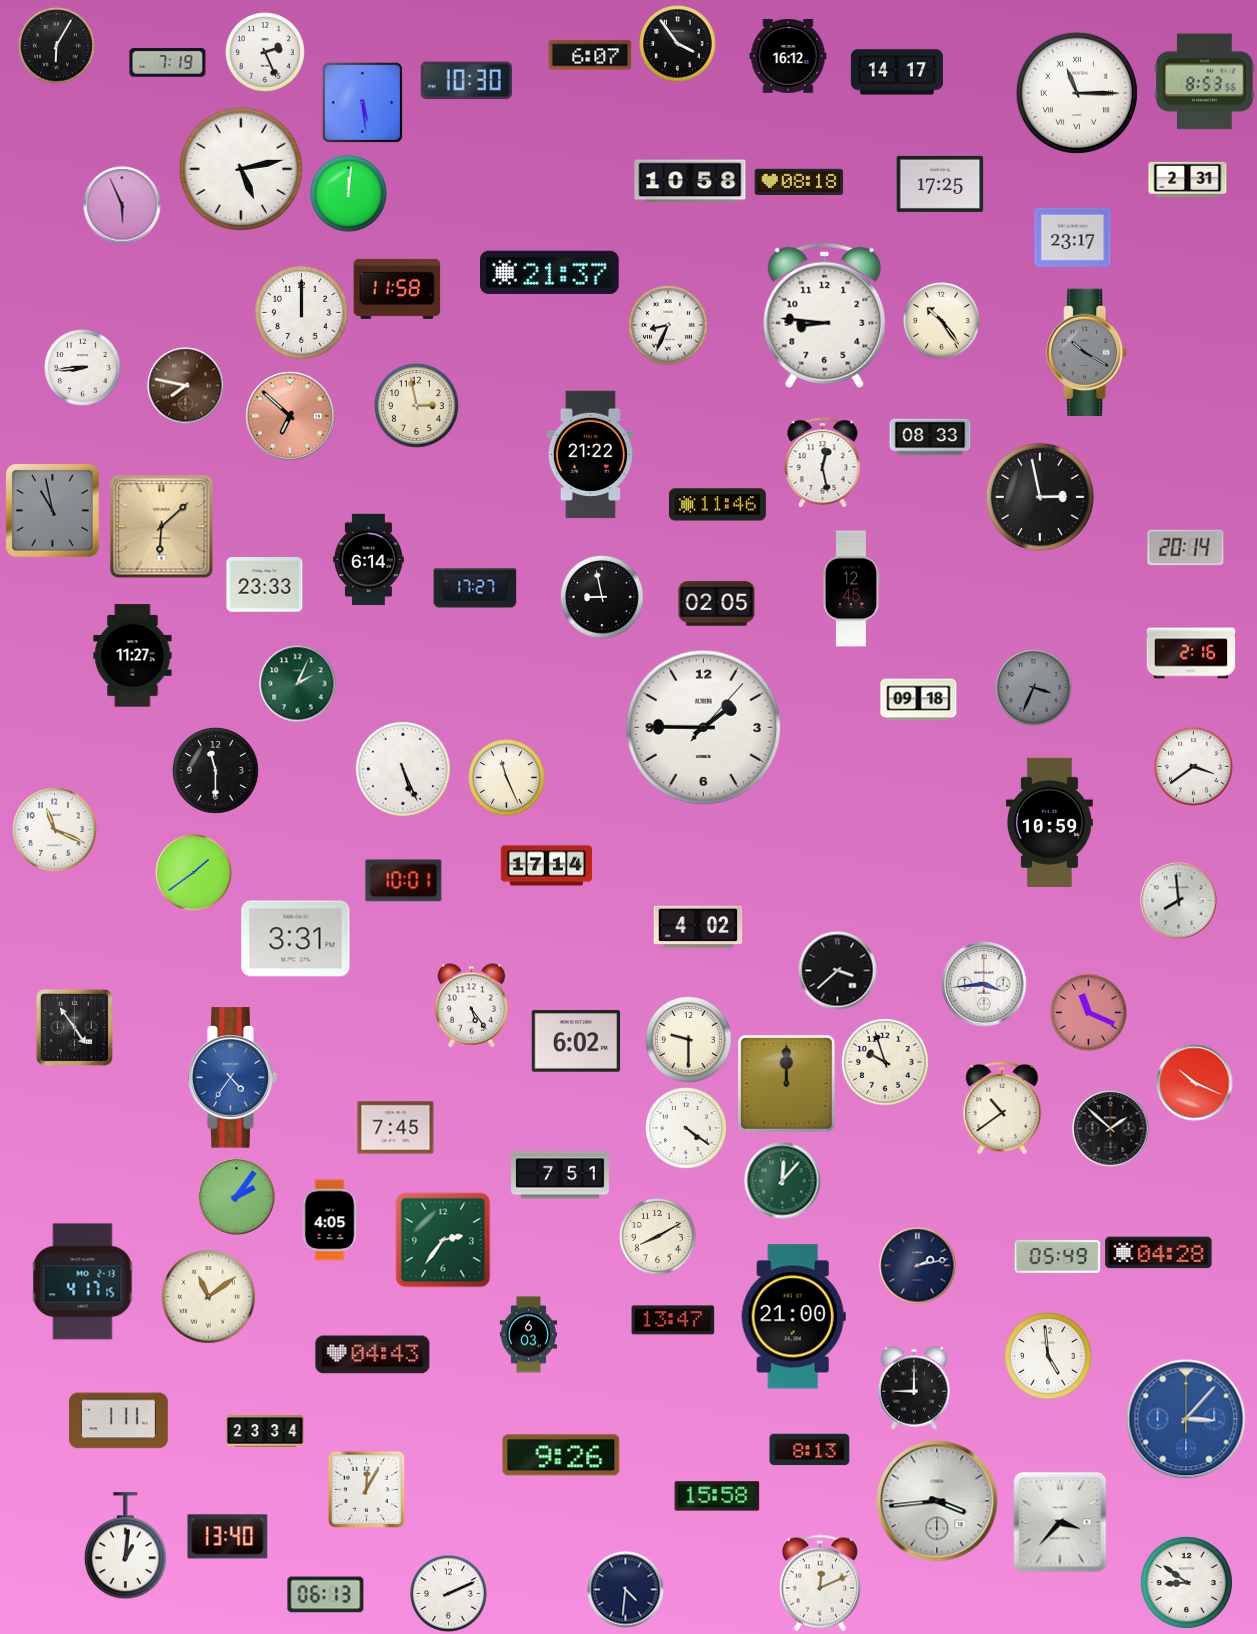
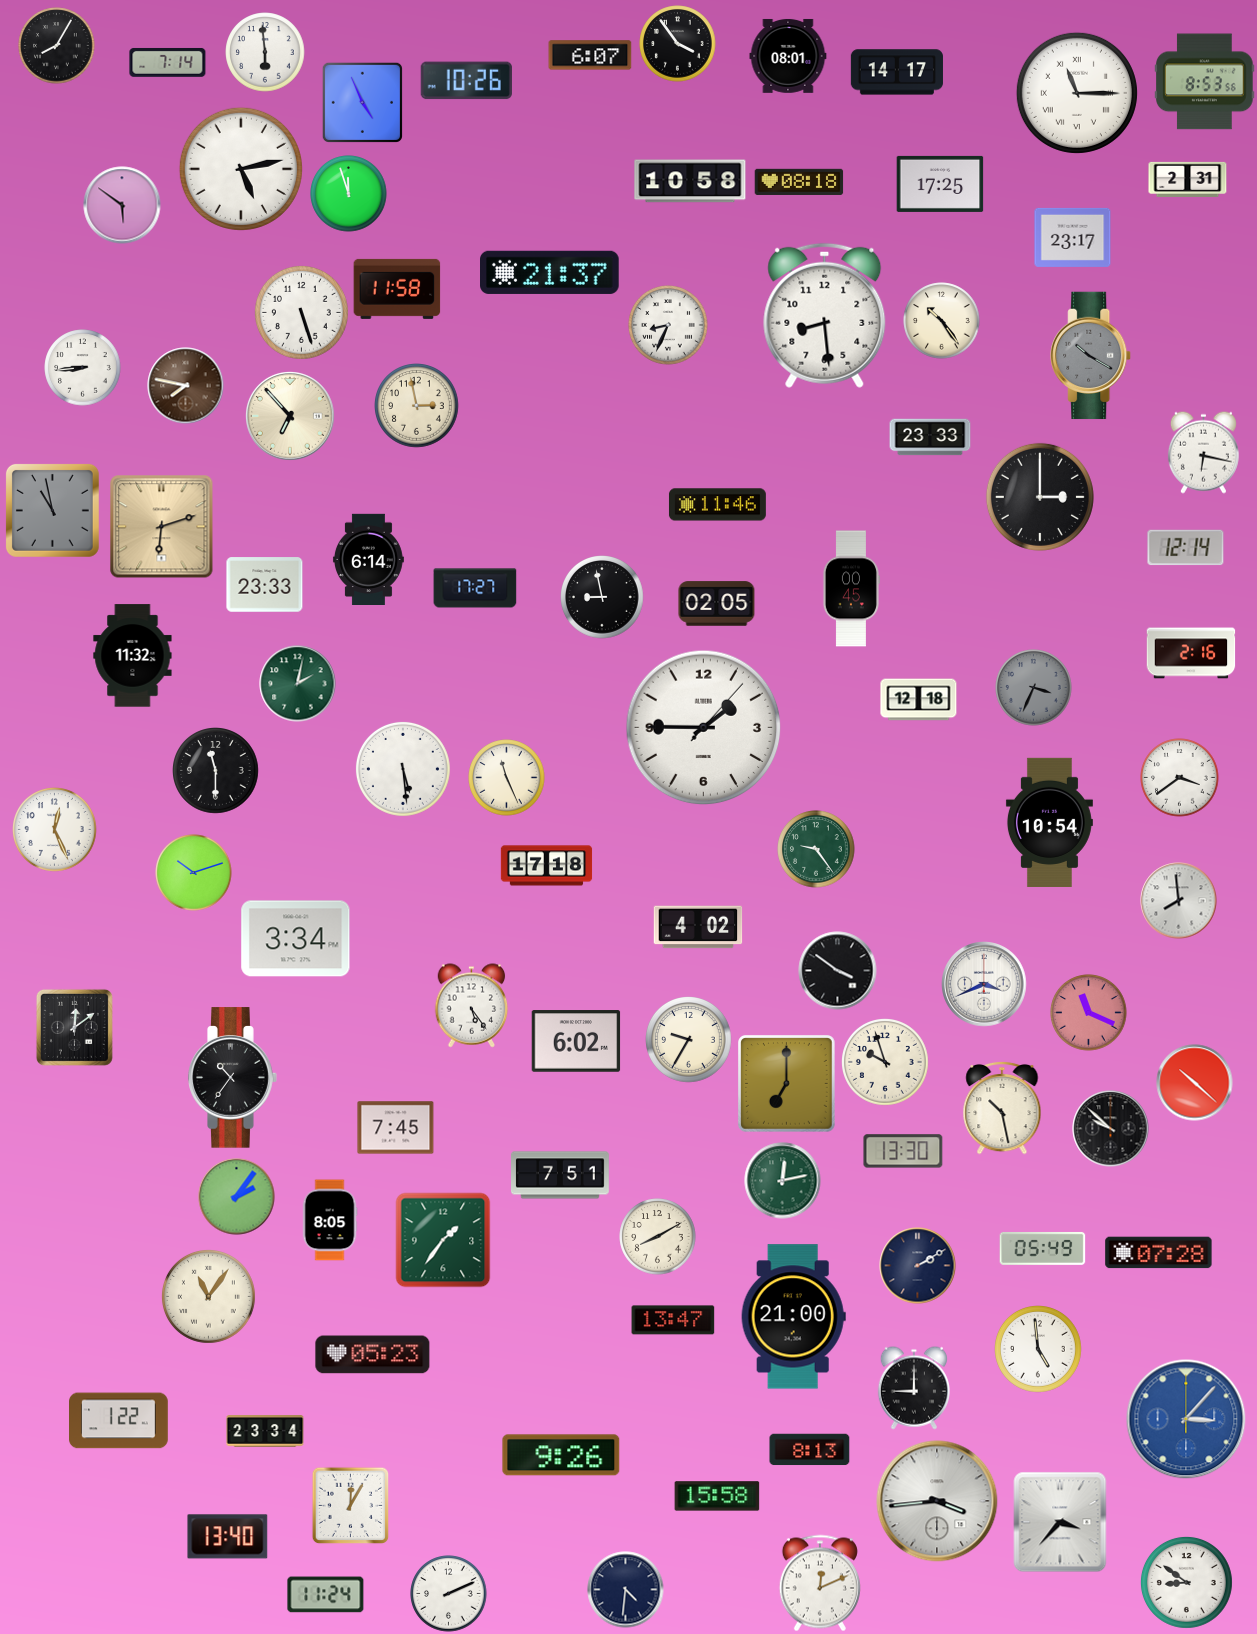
clock at (57, 46): 6:05 -> 8:05
clock at (265, 52): 2:26 -> 5:59
clock at (788, 56): 16:12 -> 08:01
clock at (168, 62): 7:19 -> 7:14
clock at (466, 81): 10:30 -> 10:26
clock at (362, 102): 5:29 -> 4:56
clock at (349, 194): 12:01 -> 11:57
clock at (122, 205): 5:56 -> 5:51
clock at (301, 312): 12:00 -> 5:27
clock at (825, 315): 8:46 -> 8:29
clock at (1087, 353) position: (1087, 353) -> (1091, 356)
clock at (291, 417): 6:52 -> 6:53
clock at (291, 417) dial: salmon -> cream
clock at (930, 437): 08:33 -> 23:33
clock at (1203, 452): none -> 6:17
clock at (590, 455): 21:22 -> none
clock at (823, 463): 12:28 -> none
clock at (1040, 497): 2:58 -> 3:00
clock at (162, 527): 6:08 -> 6:12
clock at (1186, 548): 20:14 -> 12:14
clock at (851, 589): 12:45 -> 00:45
clock at (133, 656): 11:27 -> 11:32
clock at (298, 684): 2:04 -> 2:02
clock at (919, 700): 09:18 -> 12:18
clock at (1194, 767) position: (1194, 767) -> (1180, 778)
clock at (403, 769): 5:26 -> 5:29
clock at (1049, 822): 10:59 -> 10:54
clock at (55, 830): 11:19 -> 12:26
clock at (816, 849): none -> 9:24
clock at (547, 866): 17:14 -> 17:18
clock at (194, 873): 1:39 -> 10:12
clock at (404, 881): 10:01 -> none
clock at (296, 939): 3:31 -> 3:34
clock at (838, 971): 3:38 -> 3:51
clock at (984, 984): 3:44 -> 3:41
clock at (74, 1027): 4:54 -> 12:09
clock at (689, 1040): 9:30 -> 9:35
clock at (233, 1078): 4:36 -> 10:36
clock at (233, 1078) dial: blue -> black
clock at (1195, 1083): 10:19 -> 10:22
clock at (787, 1084): 12:00 -> 7:00
clock at (1002, 1108): 10:39 -> 10:28
clock at (686, 1128): 4:21 -> none
clock at (1111, 1129): 1:52 -> 9:52
clock at (903, 1151): none -> 13:30
clock at (783, 1181): 12:07 -> 12:13
clock at (330, 1220): 4:05 -> 8:05
clock at (443, 1240): 2:36 -> 1:36
clock at (1159, 1253): 04:28 -> 07:28
clock at (1058, 1256) position: (1058, 1256) -> (1043, 1248)
clock at (918, 1266): 2:13 -> 2:10
clock at (83, 1282): 4:17 -> none
clock at (208, 1296): 11:09 -> 11:06
clock at (529, 1335): 6:03 -> none
clock at (373, 1355): 04:43 -> 05:23
clock at (1049, 1357) position: (1049, 1357) -> (1039, 1350)
clock at (119, 1421): 1:11 -> 1:22
clock at (366, 1489) position: (366, 1489) -> (350, 1505)
clock at (125, 1546): 1:01 -> none
clock at (326, 1595): 06:13 -> 11:24
